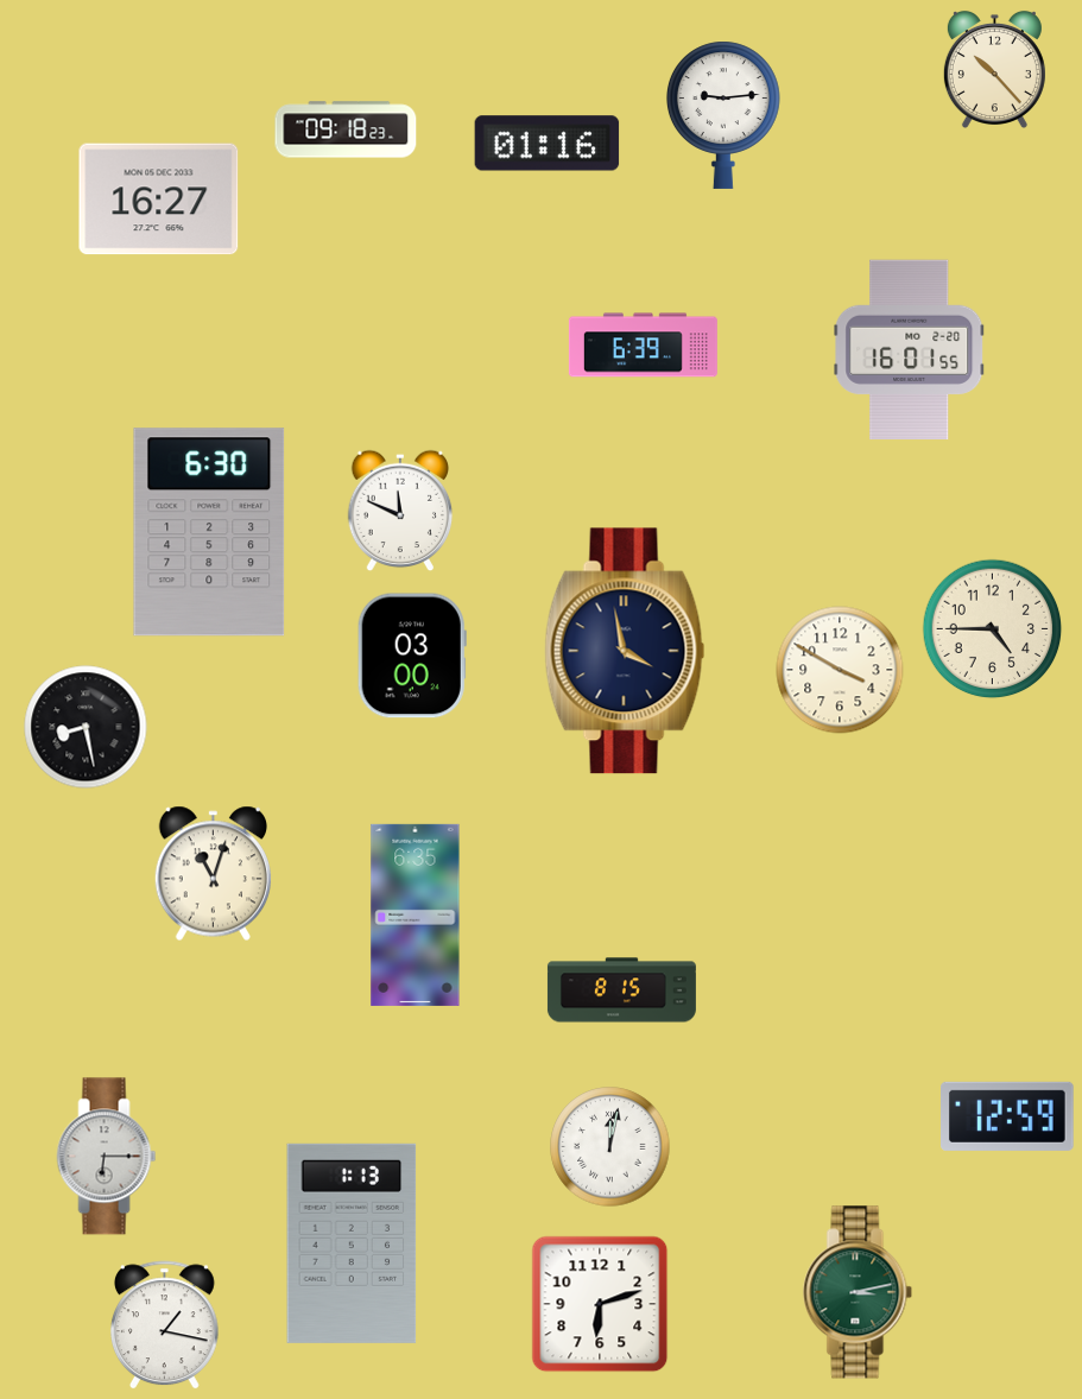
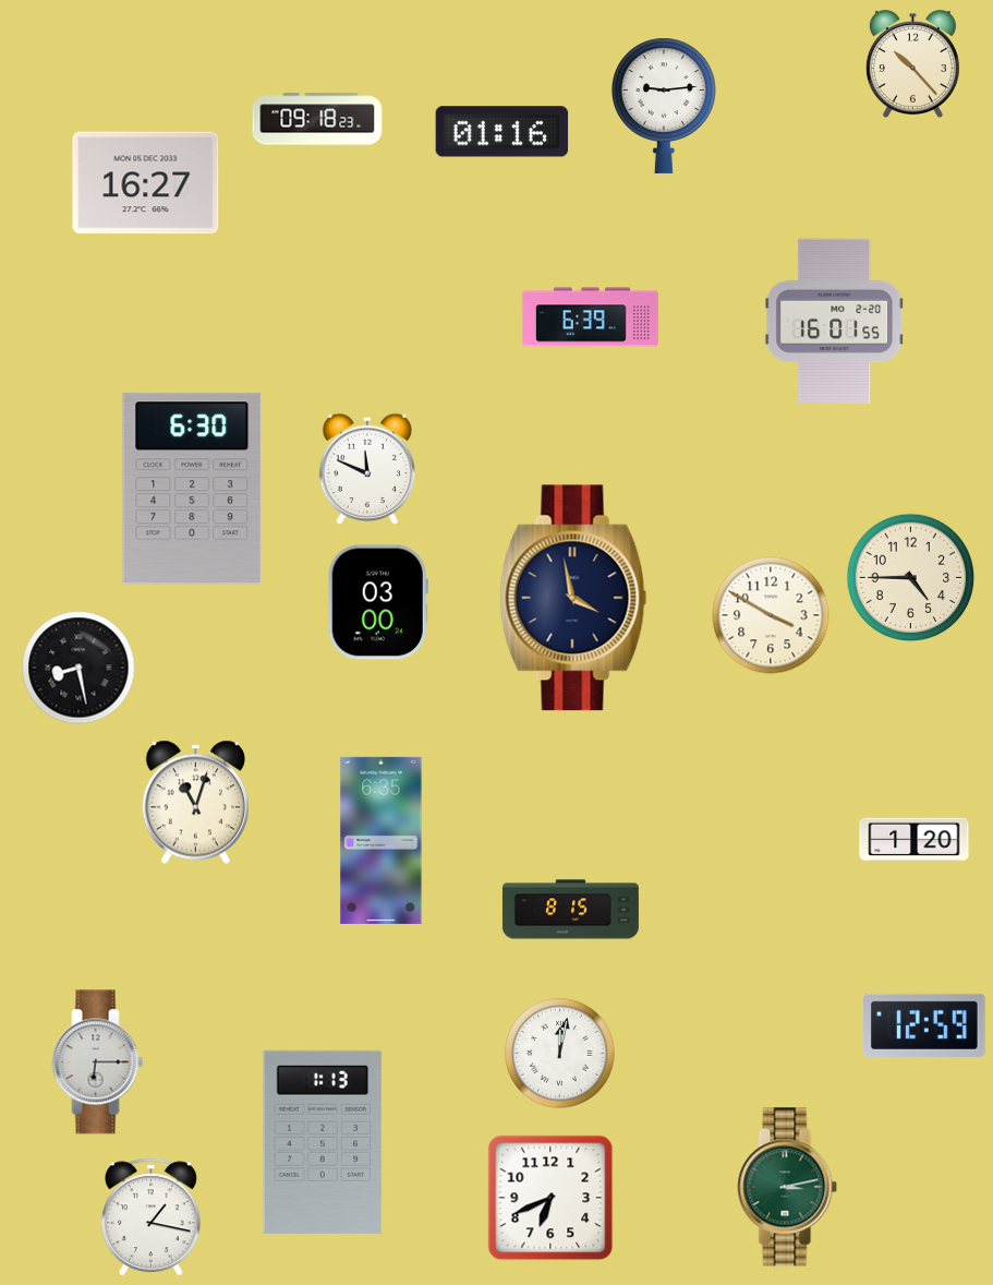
clock at (915, 840): none -> 1:20
clock at (600, 1304): 6:12 -> 6:41
